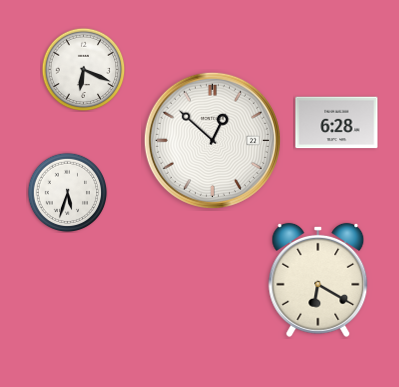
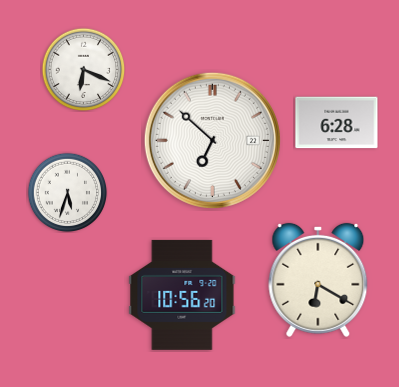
clock at (212, 140): 12:52 -> 6:52
clock at (182, 295): none -> 10:56
